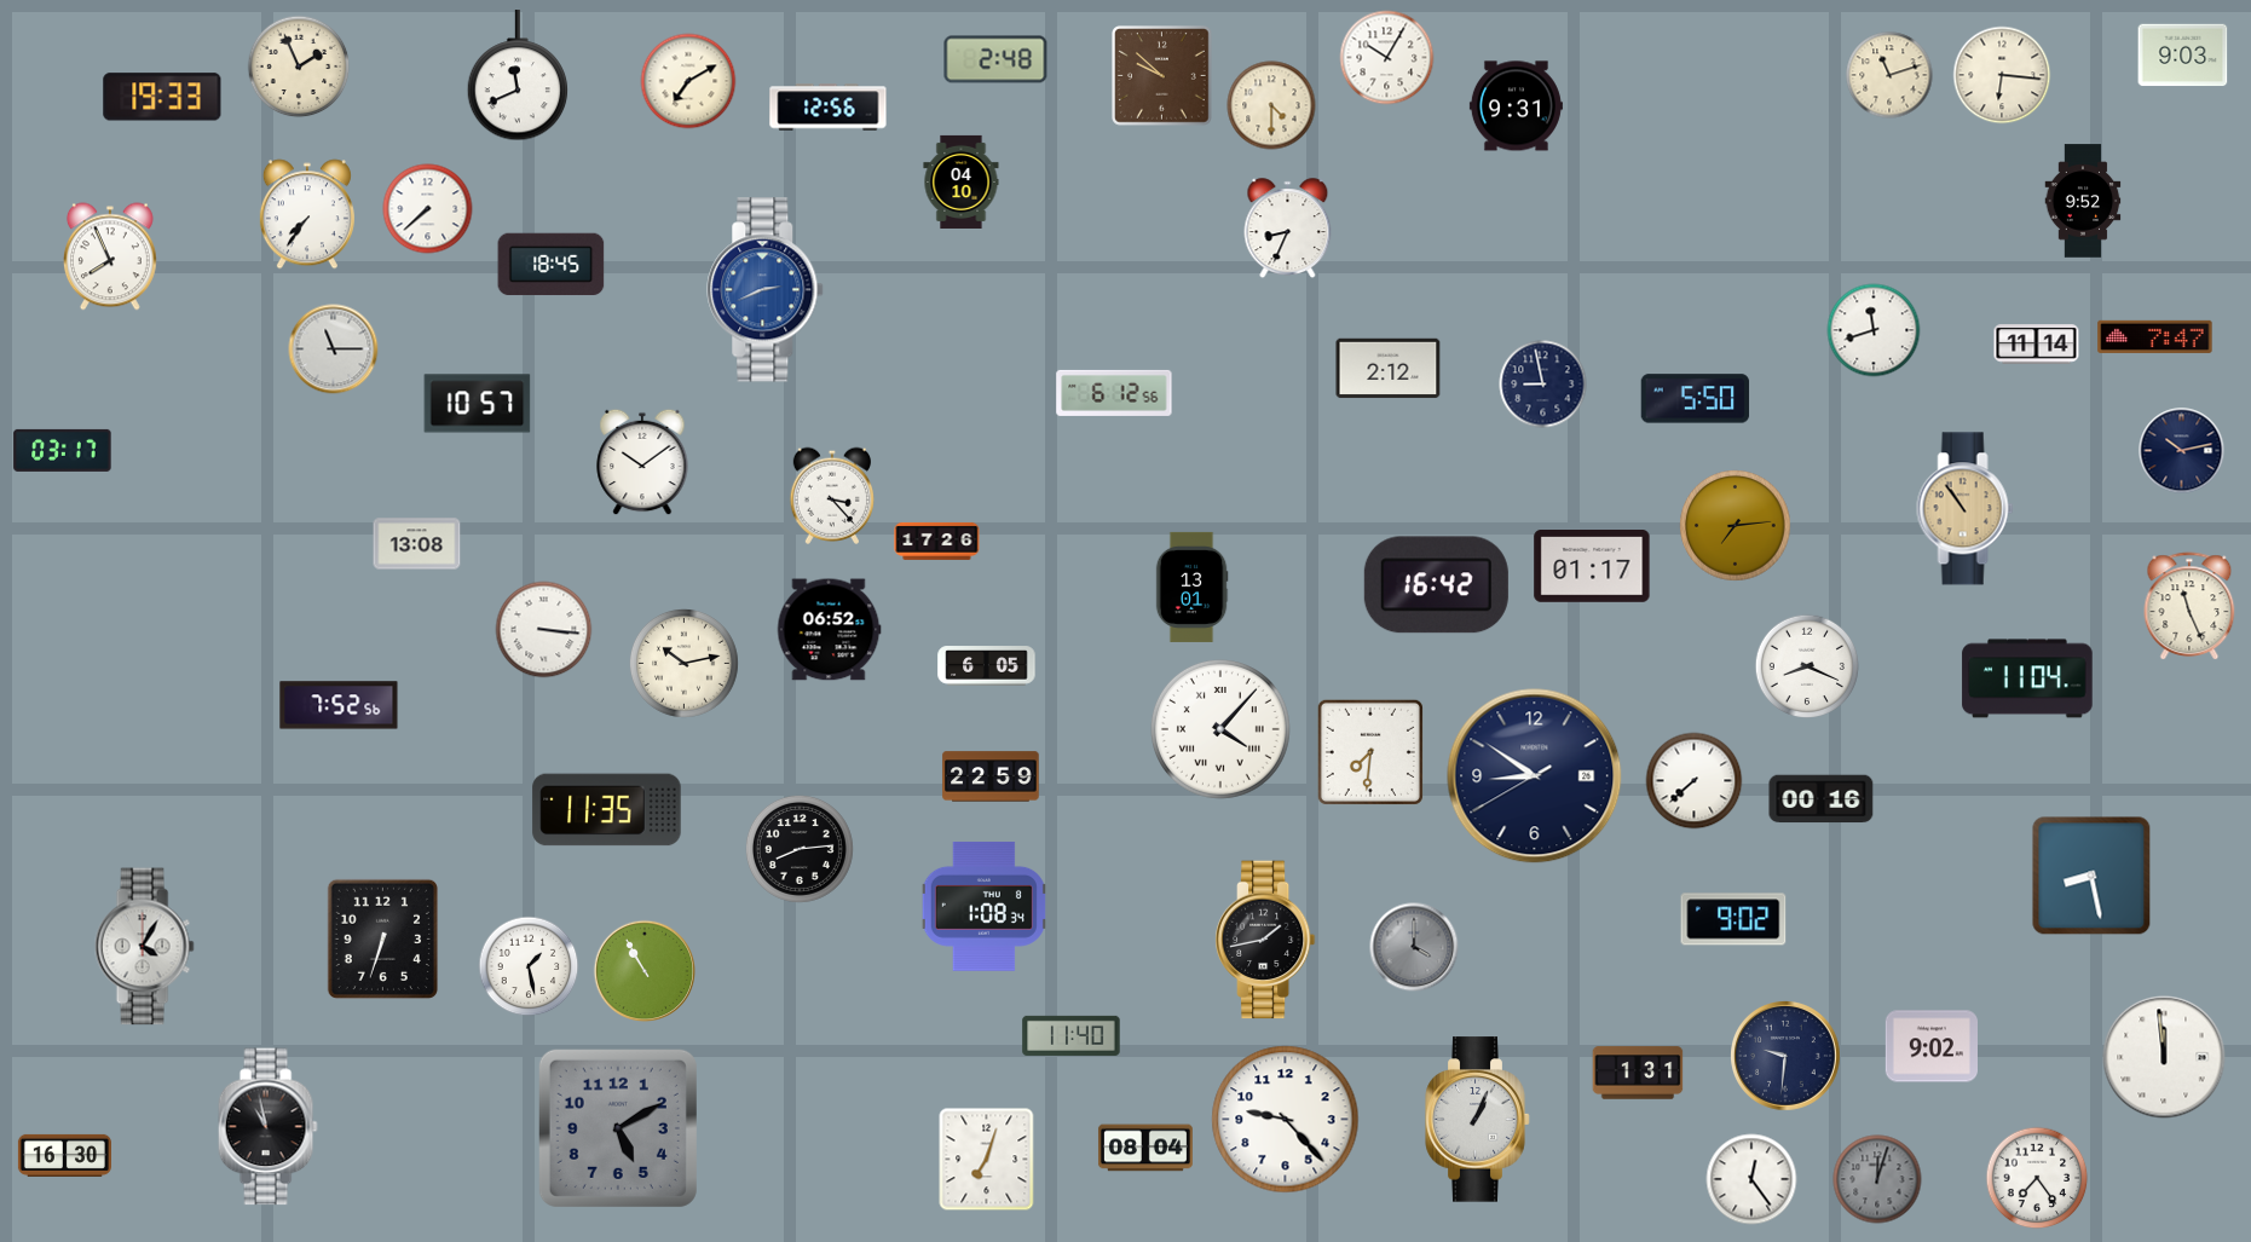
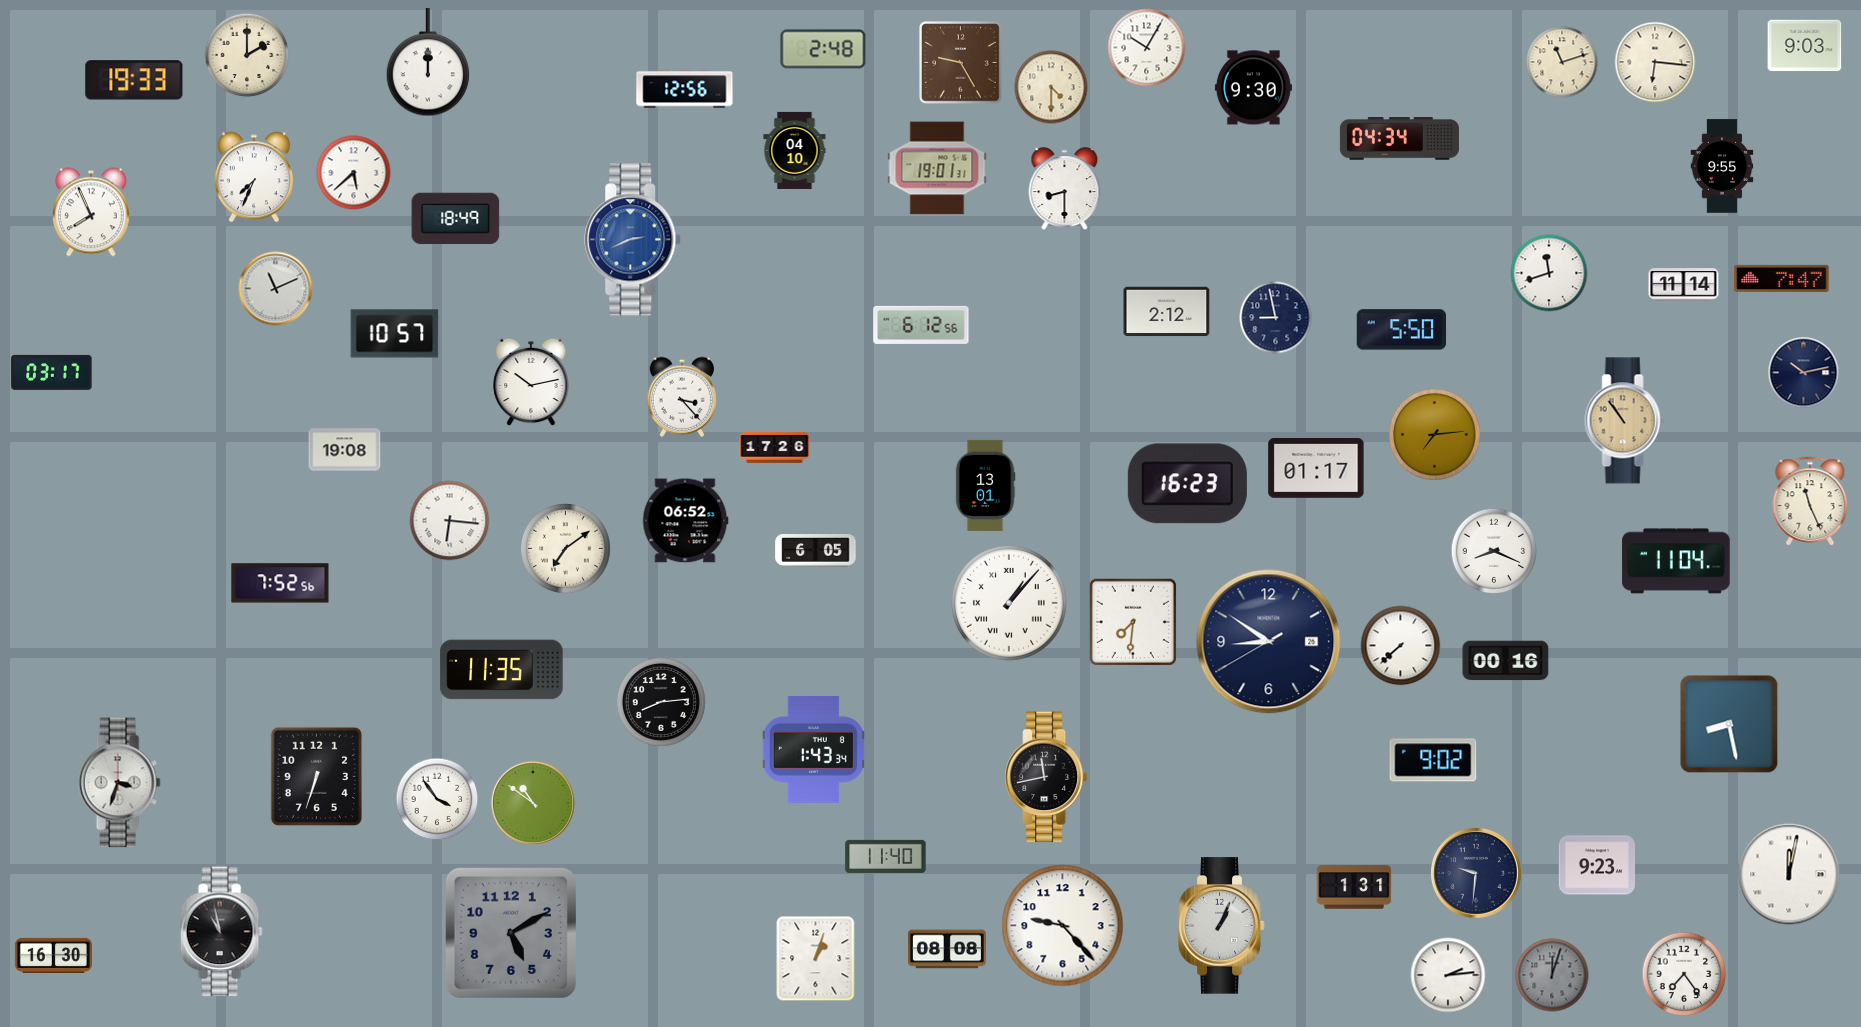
clock at (299, 67): 1:56 -> 2:00
clock at (518, 76): 11:41 -> 12:00
clock at (1162, 76): 9:52 -> 9:25
clock at (688, 81): 7:10 -> none
clock at (1516, 106): 9:31 -> 9:30
clock at (1399, 139): none -> 04:34
clock at (2083, 201): 9:52 -> 9:55
clock at (937, 168): none -> 19:01
clock at (428, 209): 7:38 -> 5:38
clock at (307, 214): 7:36 -> 7:34
clock at (1288, 229): 8:34 -> 8:30
clock at (552, 265): 18:45 -> 18:49
clock at (334, 350): 11:15 -> 11:11
clock at (1389, 369) position: (1389, 369) -> (1167, 312)
clock at (642, 462): 10:09 -> 10:13
clock at (831, 496) position: (831, 496) -> (681, 397)
clock at (417, 544): 13:08 -> 19:08
clock at (1436, 585): 16:42 -> 16:23
clock at (544, 630): 3:16 -> 6:16
clock at (683, 663): 10:13 -> 7:09
clock at (1220, 729): 4:07 -> 1:07
clock at (991, 776): 22:59 -> none
clock at (983, 906): 1:08 -> 1:43
clock at (1265, 940): 1:43 -> 11:43
clock at (144, 947): 4:05 -> 3:33
clock at (1414, 947): 4:00 -> none
clock at (529, 966): 1:28 -> 3:54
clock at (645, 971): 10:55 -> 10:51
clock at (1930, 1046): 9:02 -> 9:23
clock at (2164, 1057): 11:59 -> 12:02
clock at (1145, 1148): 08:04 -> 08:08
clock at (987, 1160): 7:03 -> 1:03
clock at (1751, 1179): 12:24 -> 2:14
